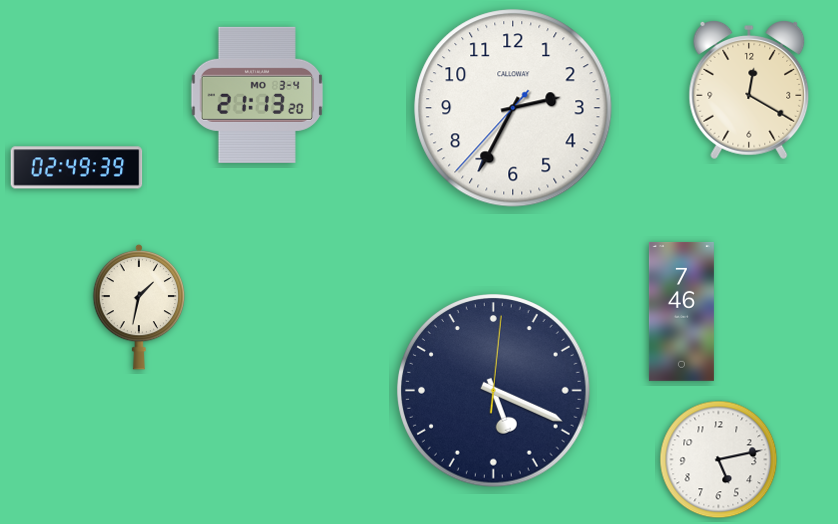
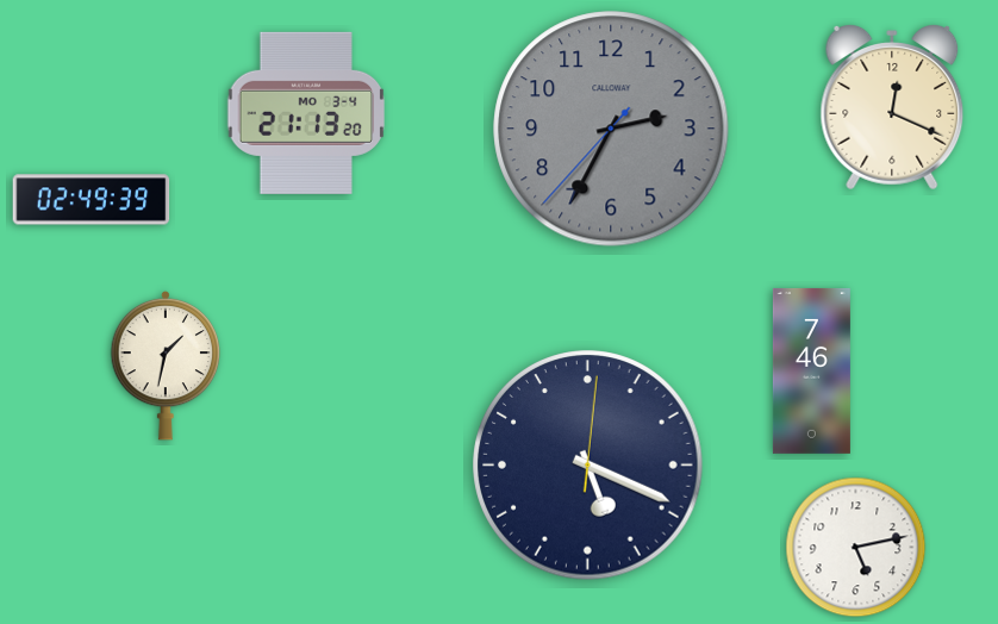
clock at (749, 91): 12:20 -> 12:19
clock at (513, 108) dial: white -> grey
